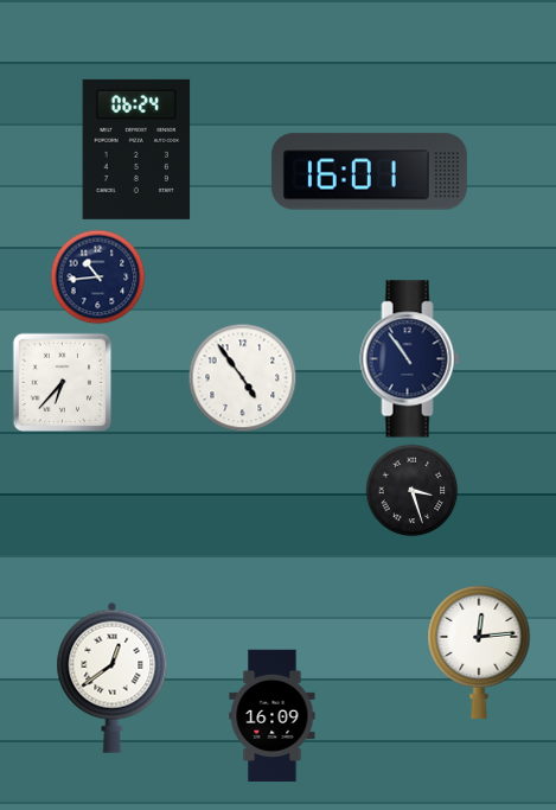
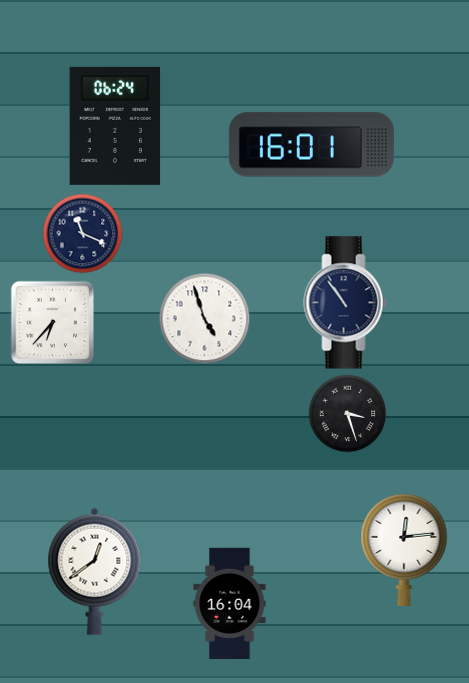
clock at (97, 276): 10:44 -> 11:19
clock at (242, 377): 4:54 -> 4:57
clock at (273, 716): 16:09 -> 16:04
